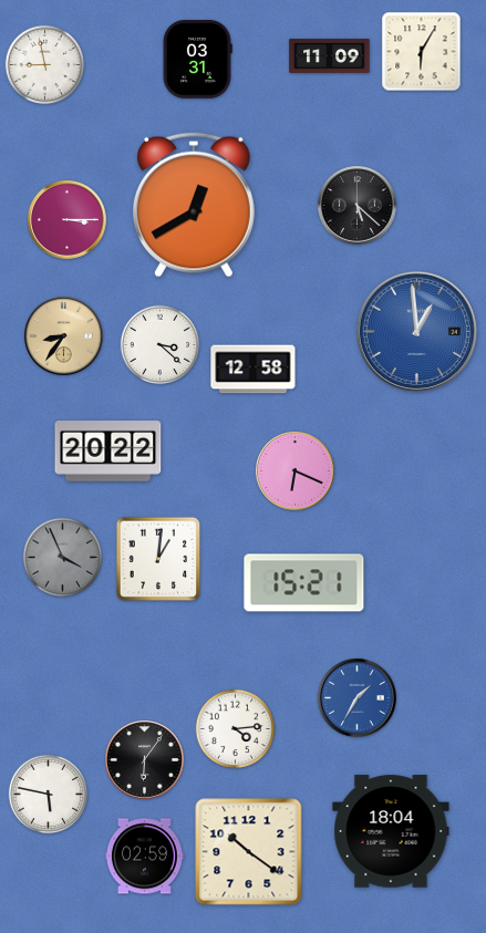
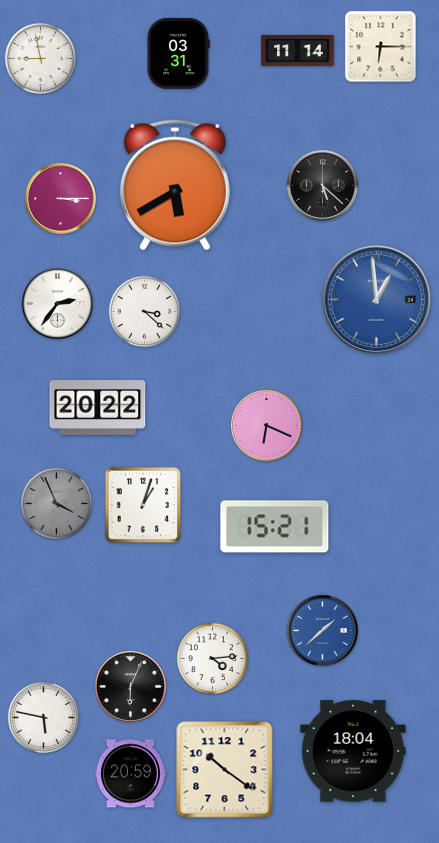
clock at (422, 52): 6:05 -> 6:15
clock at (330, 55): 11:09 -> 11:14
clock at (194, 205): 12:40 -> 5:40
clock at (64, 336): 8:36 -> 2:36
clock at (64, 336) dial: champagne -> white
clock at (254, 370): 12:58 -> none
clock at (158, 559): 1:01 -> 1:03
clock at (358, 698): 1:35 -> 1:38
clock at (145, 760): 6:06 -> 6:04
clock at (145, 857): 02:59 -> 20:59
